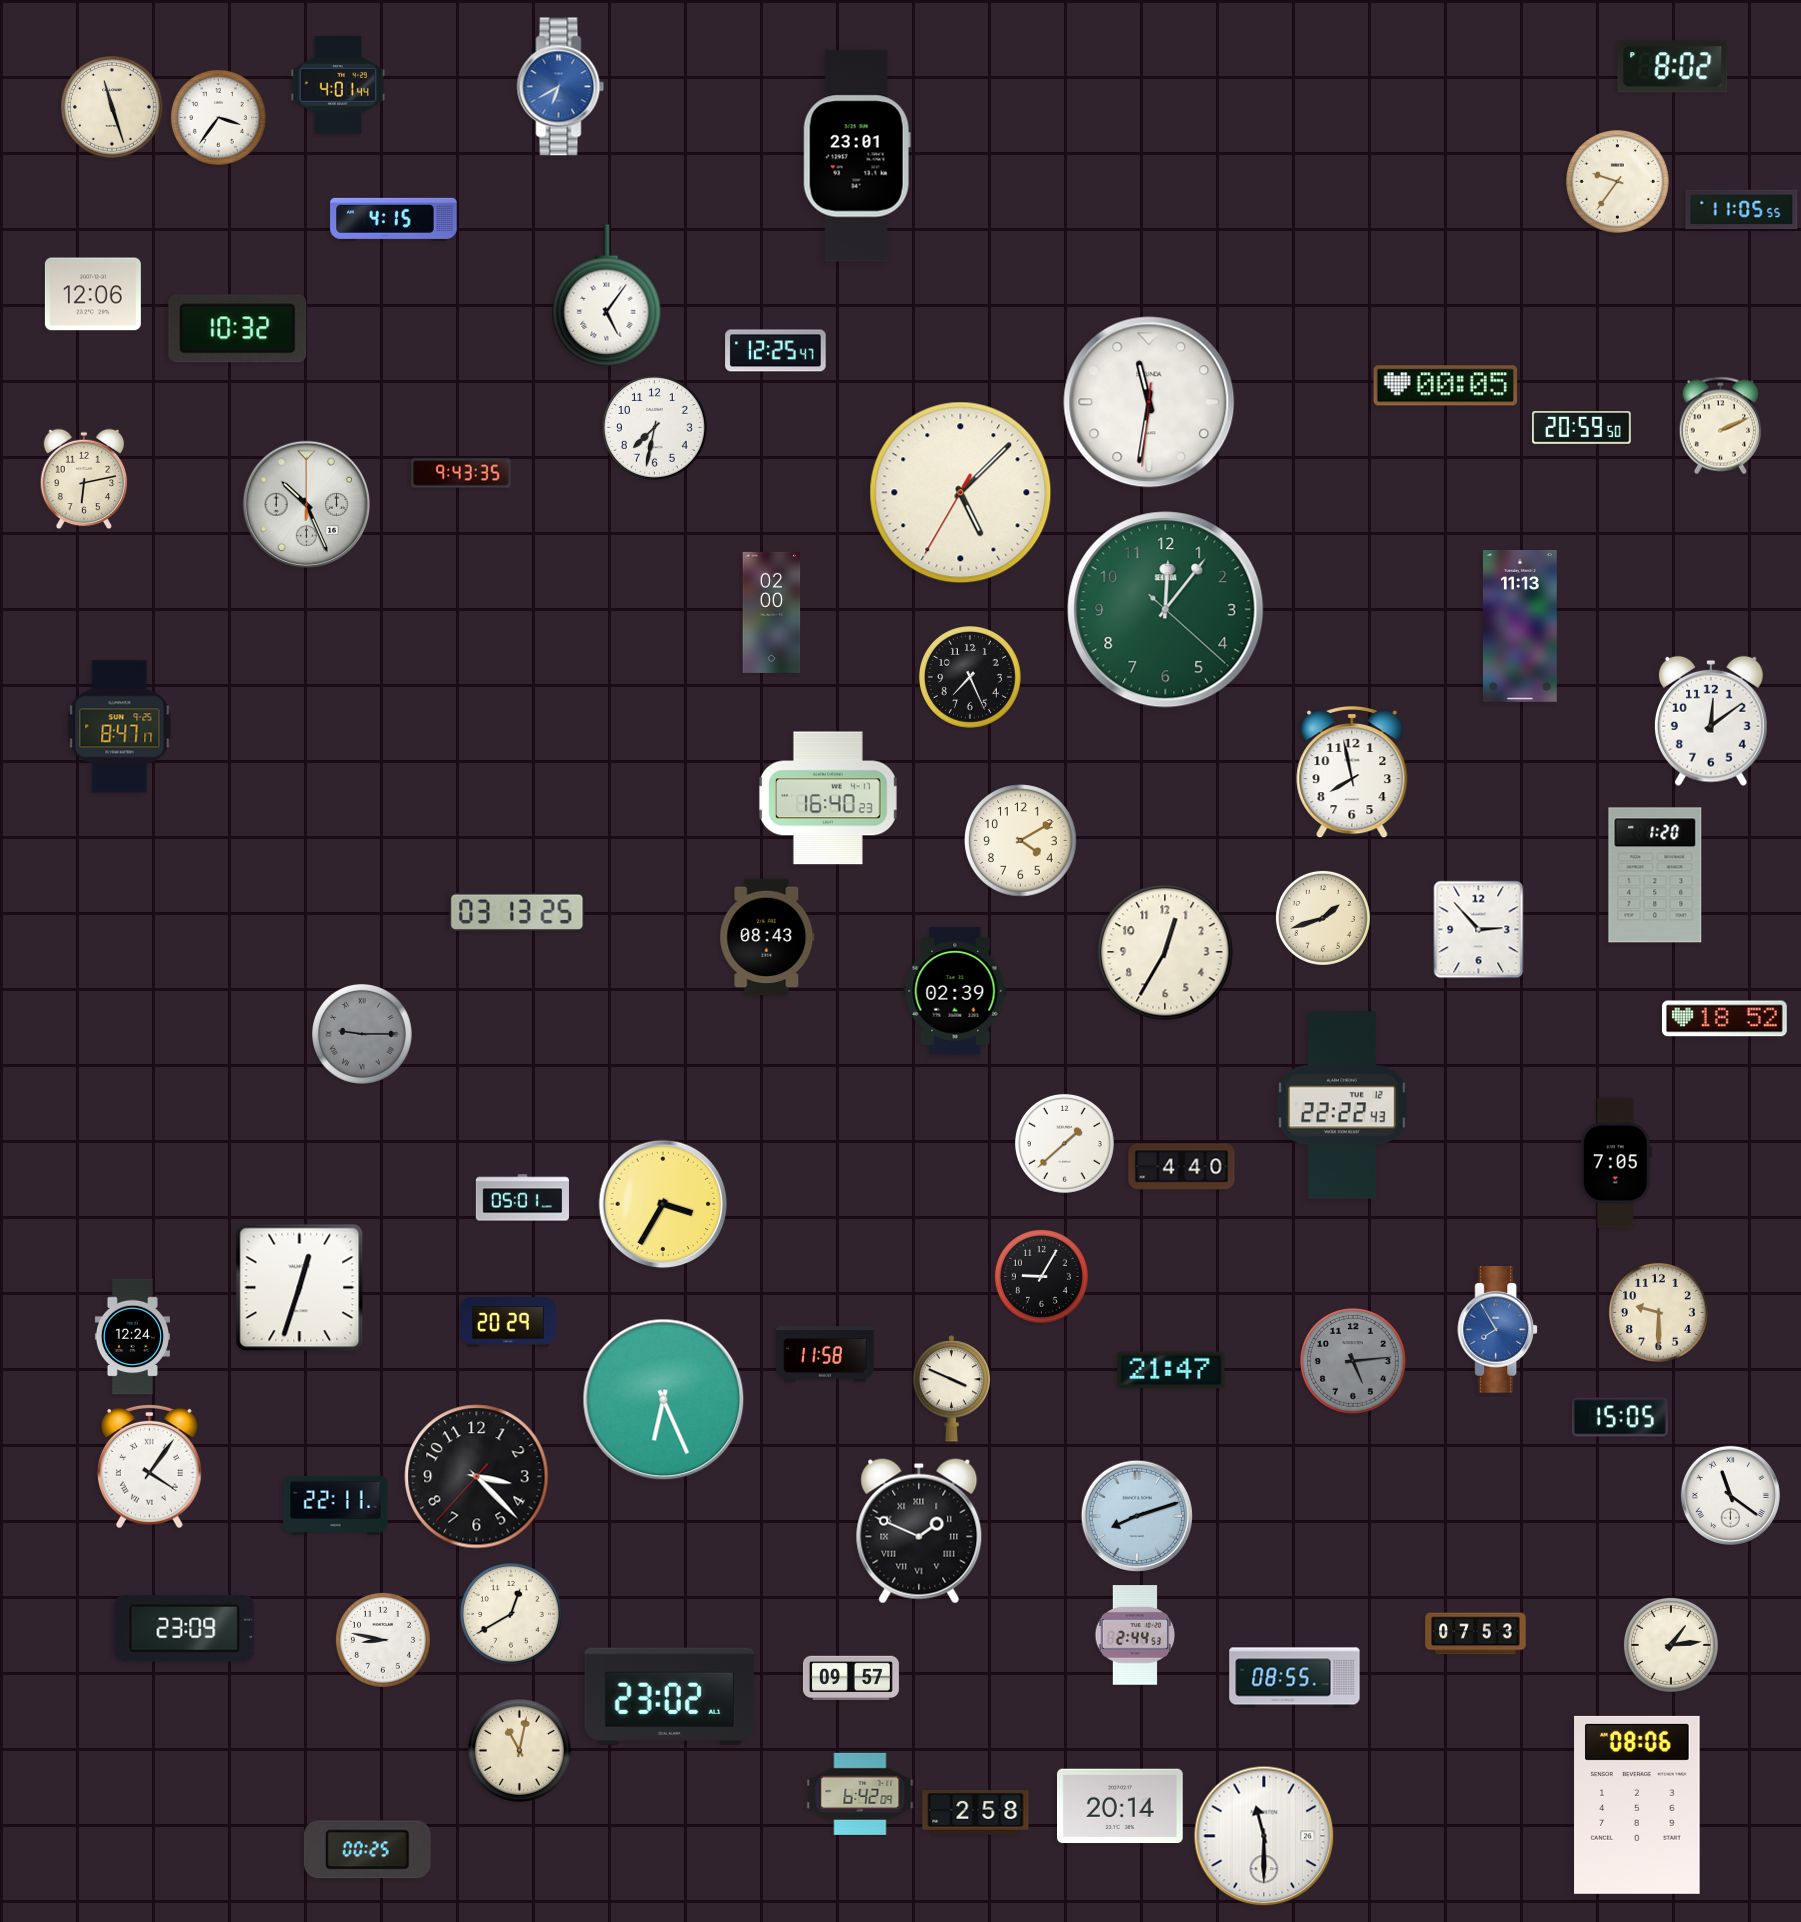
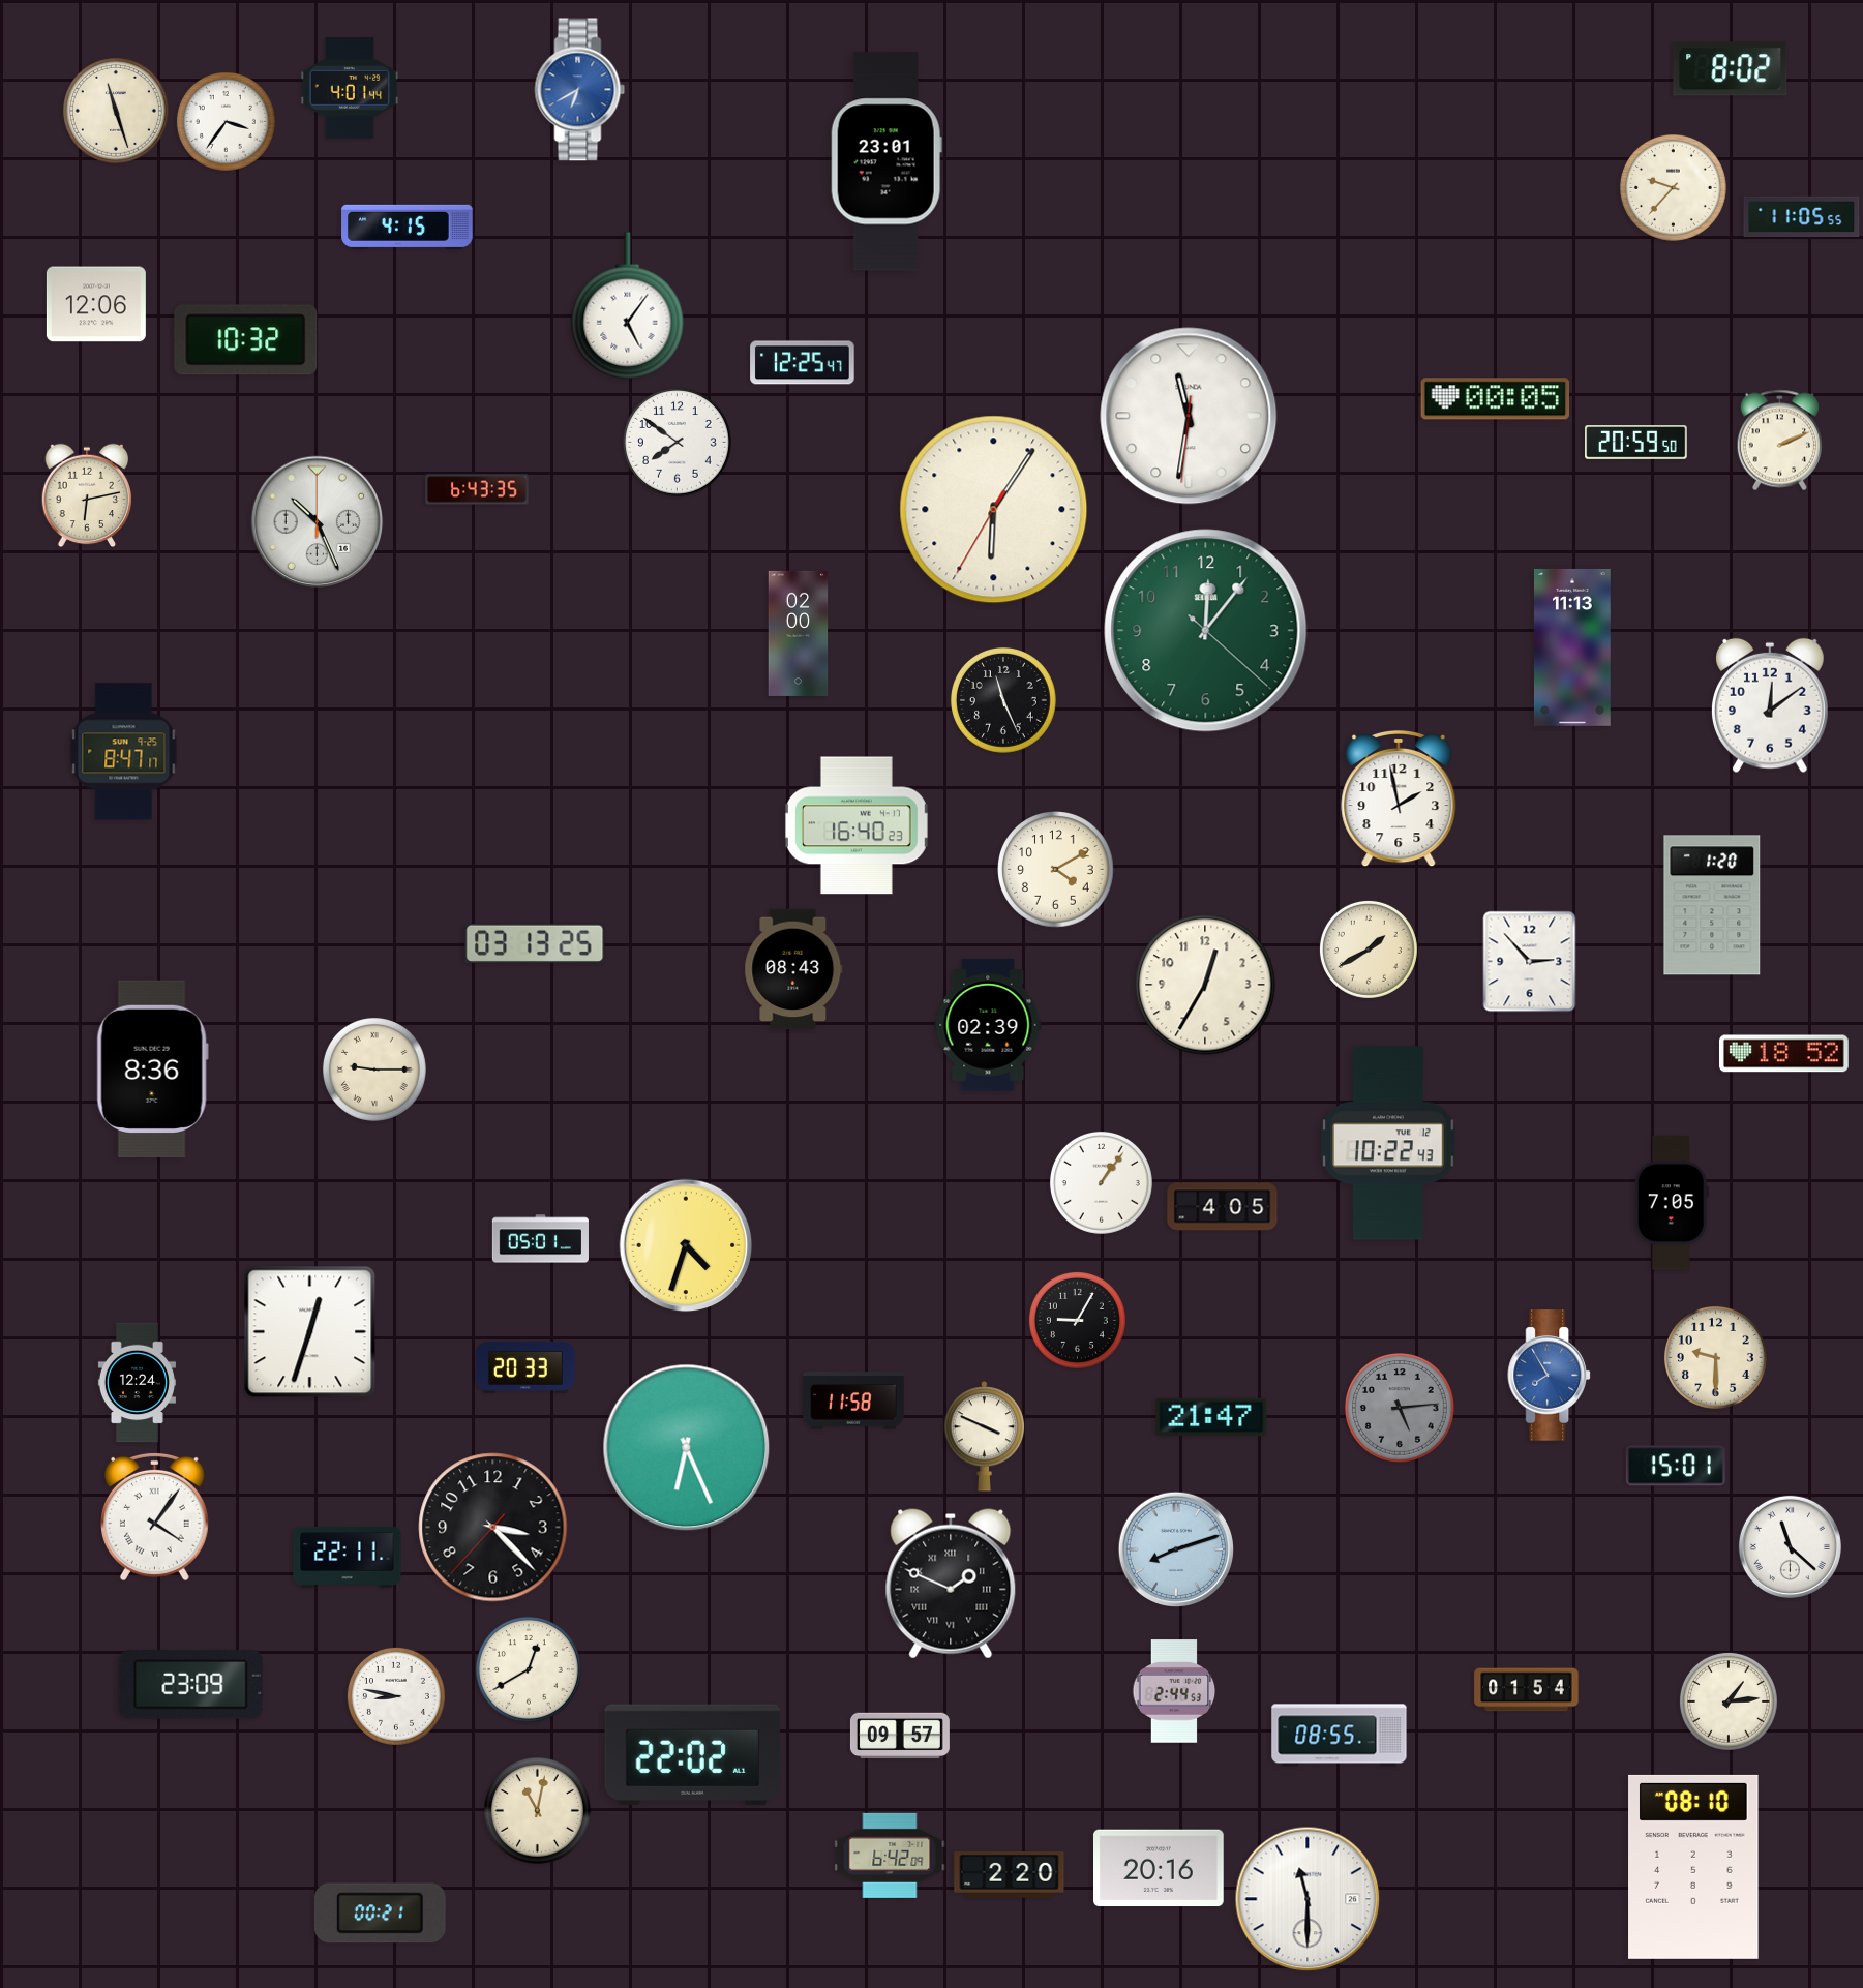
clock at (1617, 181): 9:36 -> 9:37
clock at (655, 428): 7:32 -> 7:51
clock at (461, 473): 9:43 -> 6:43
clock at (961, 493): 5:07 -> 6:05
clock at (970, 677): 7:26 -> 11:26
clock at (1712, 721) position: (1712, 721) -> (1771, 705)
clock at (1352, 772): 7:58 -> 1:58
clock at (1323, 918): 1:42 -> 1:40
clock at (152, 1070): none -> 8:36
clock at (362, 1034) dial: grey -> cream
clock at (1343, 1105): 22:22 -> 10:22
clock at (1064, 1143): 1:38 -> 1:06
clock at (1182, 1167): 4:40 -> 4:05
clock at (663, 1204): 3:35 -> 4:33
clock at (508, 1322): 20:29 -> 20:33
clock at (1620, 1417): 15:05 -> 15:01
clock at (1730, 1495): 11:21 -> 11:22
clock at (1137, 1516) position: (1137, 1516) -> (1176, 1549)
clock at (1476, 1634): 07:53 -> 01:54
clock at (851, 1678) position: (851, 1678) -> (900, 1736)
clock at (670, 1696): 23:02 -> 22:02
clock at (1637, 1805): 08:06 -> 08:10
clock at (1121, 1806): 20:14 -> 20:16
clock at (976, 1813): 2:58 -> 2:20
clock at (367, 1850): 00:25 -> 00:21
